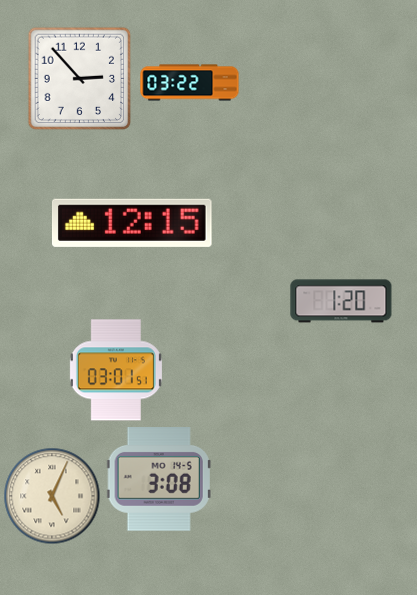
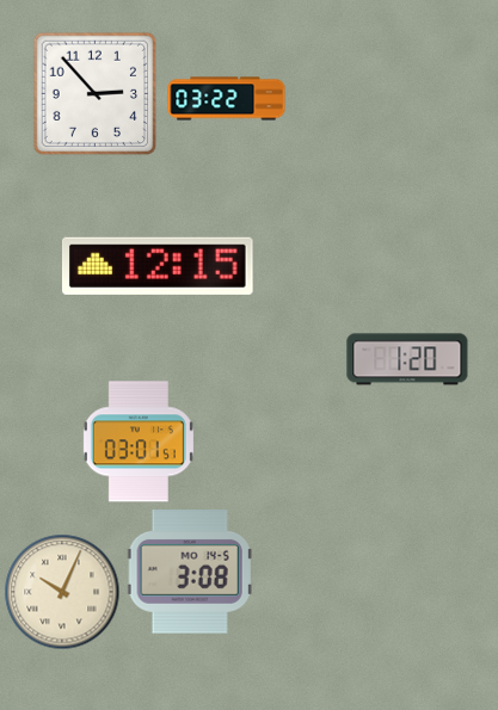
clock at (52, 496): 5:04 -> 10:04
